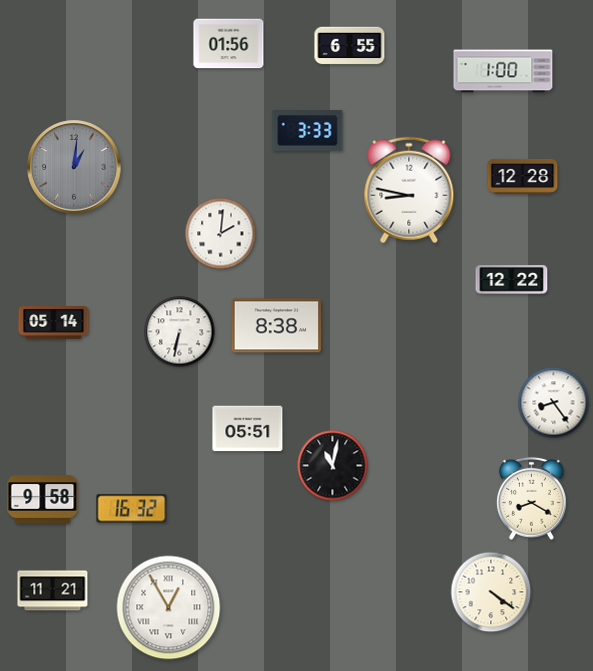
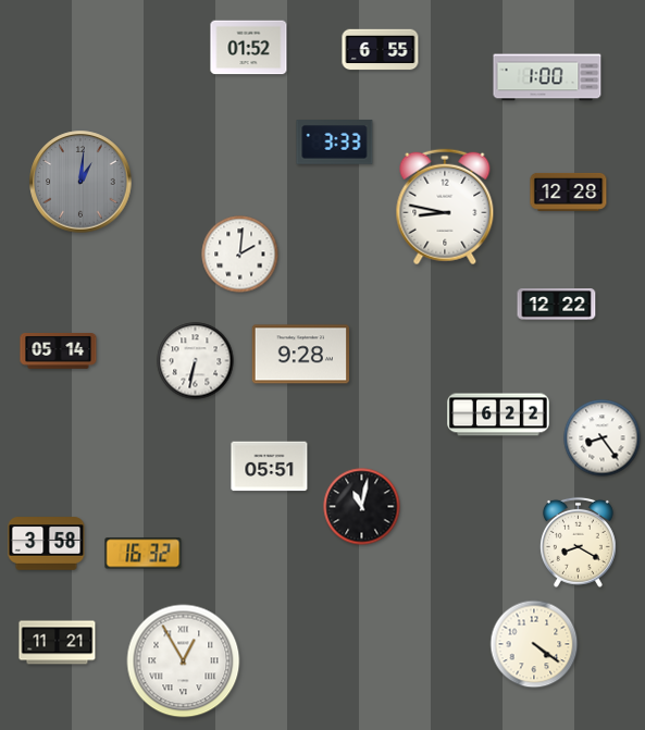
clock at (229, 44): 01:56 -> 01:52
clock at (277, 326): 8:38 -> 9:28
clock at (498, 415): none -> 6:22
clock at (43, 500): 9:58 -> 3:58
